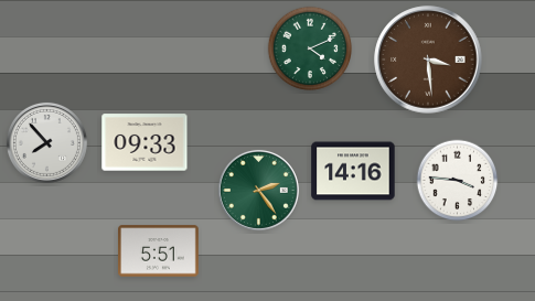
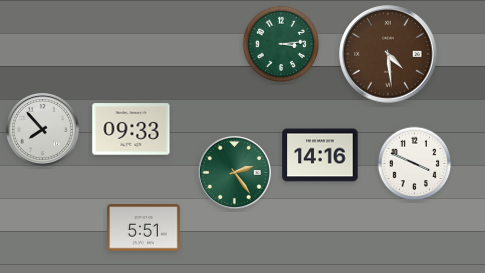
clock at (310, 49): 4:11 -> 3:14
clock at (428, 60): 3:29 -> 4:29
clock at (458, 181): 3:46 -> 3:49
